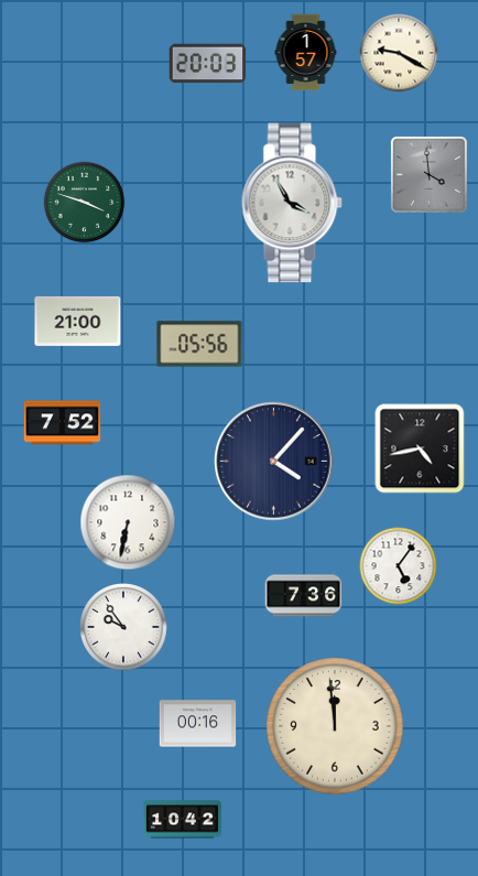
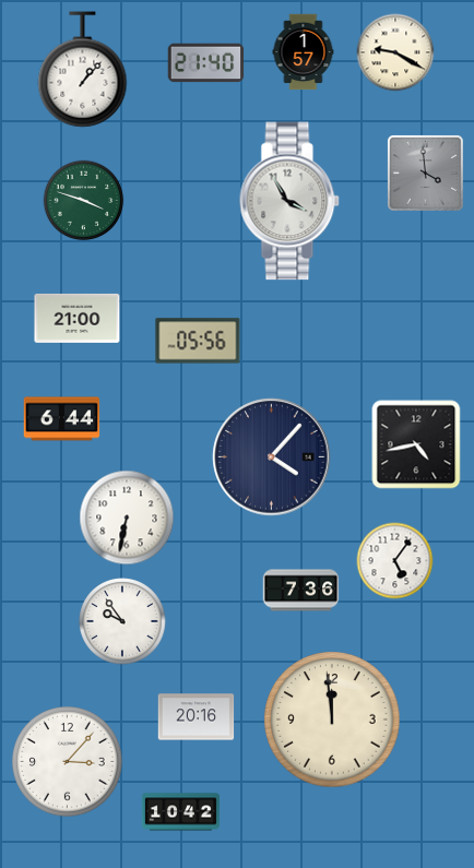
clock at (208, 64): 20:03 -> 21:40
clock at (83, 70): none -> 1:07
clock at (63, 423): 7:52 -> 6:44
clock at (198, 724): 00:16 -> 20:16
clock at (68, 762): none -> 3:07
